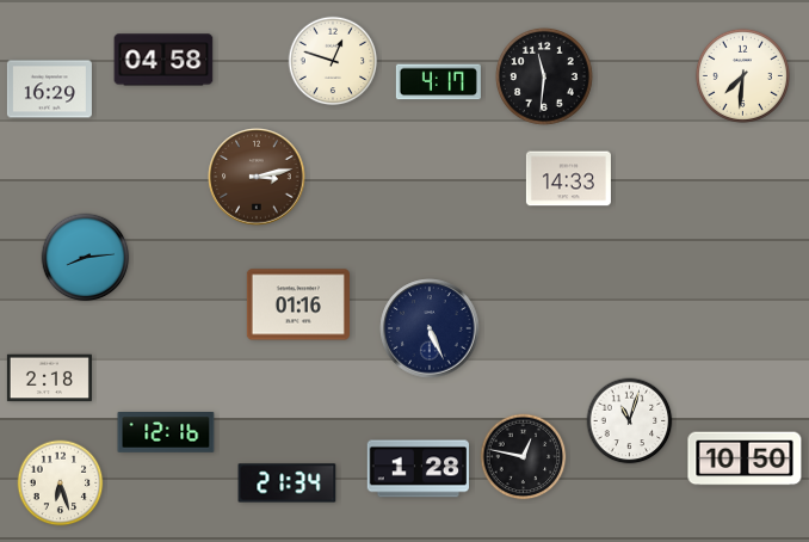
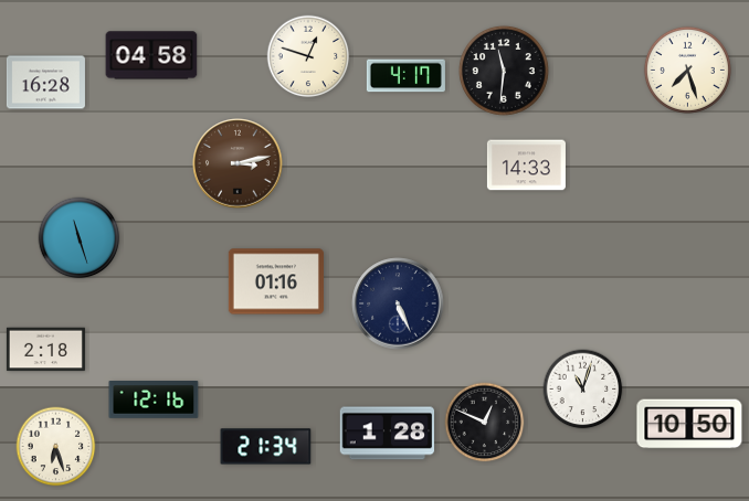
clock at (742, 75): 7:31 -> 7:27
clock at (49, 90): 16:29 -> 16:28
clock at (86, 258): 8:14 -> 11:27
clock at (524, 457): 12:47 -> 12:49
